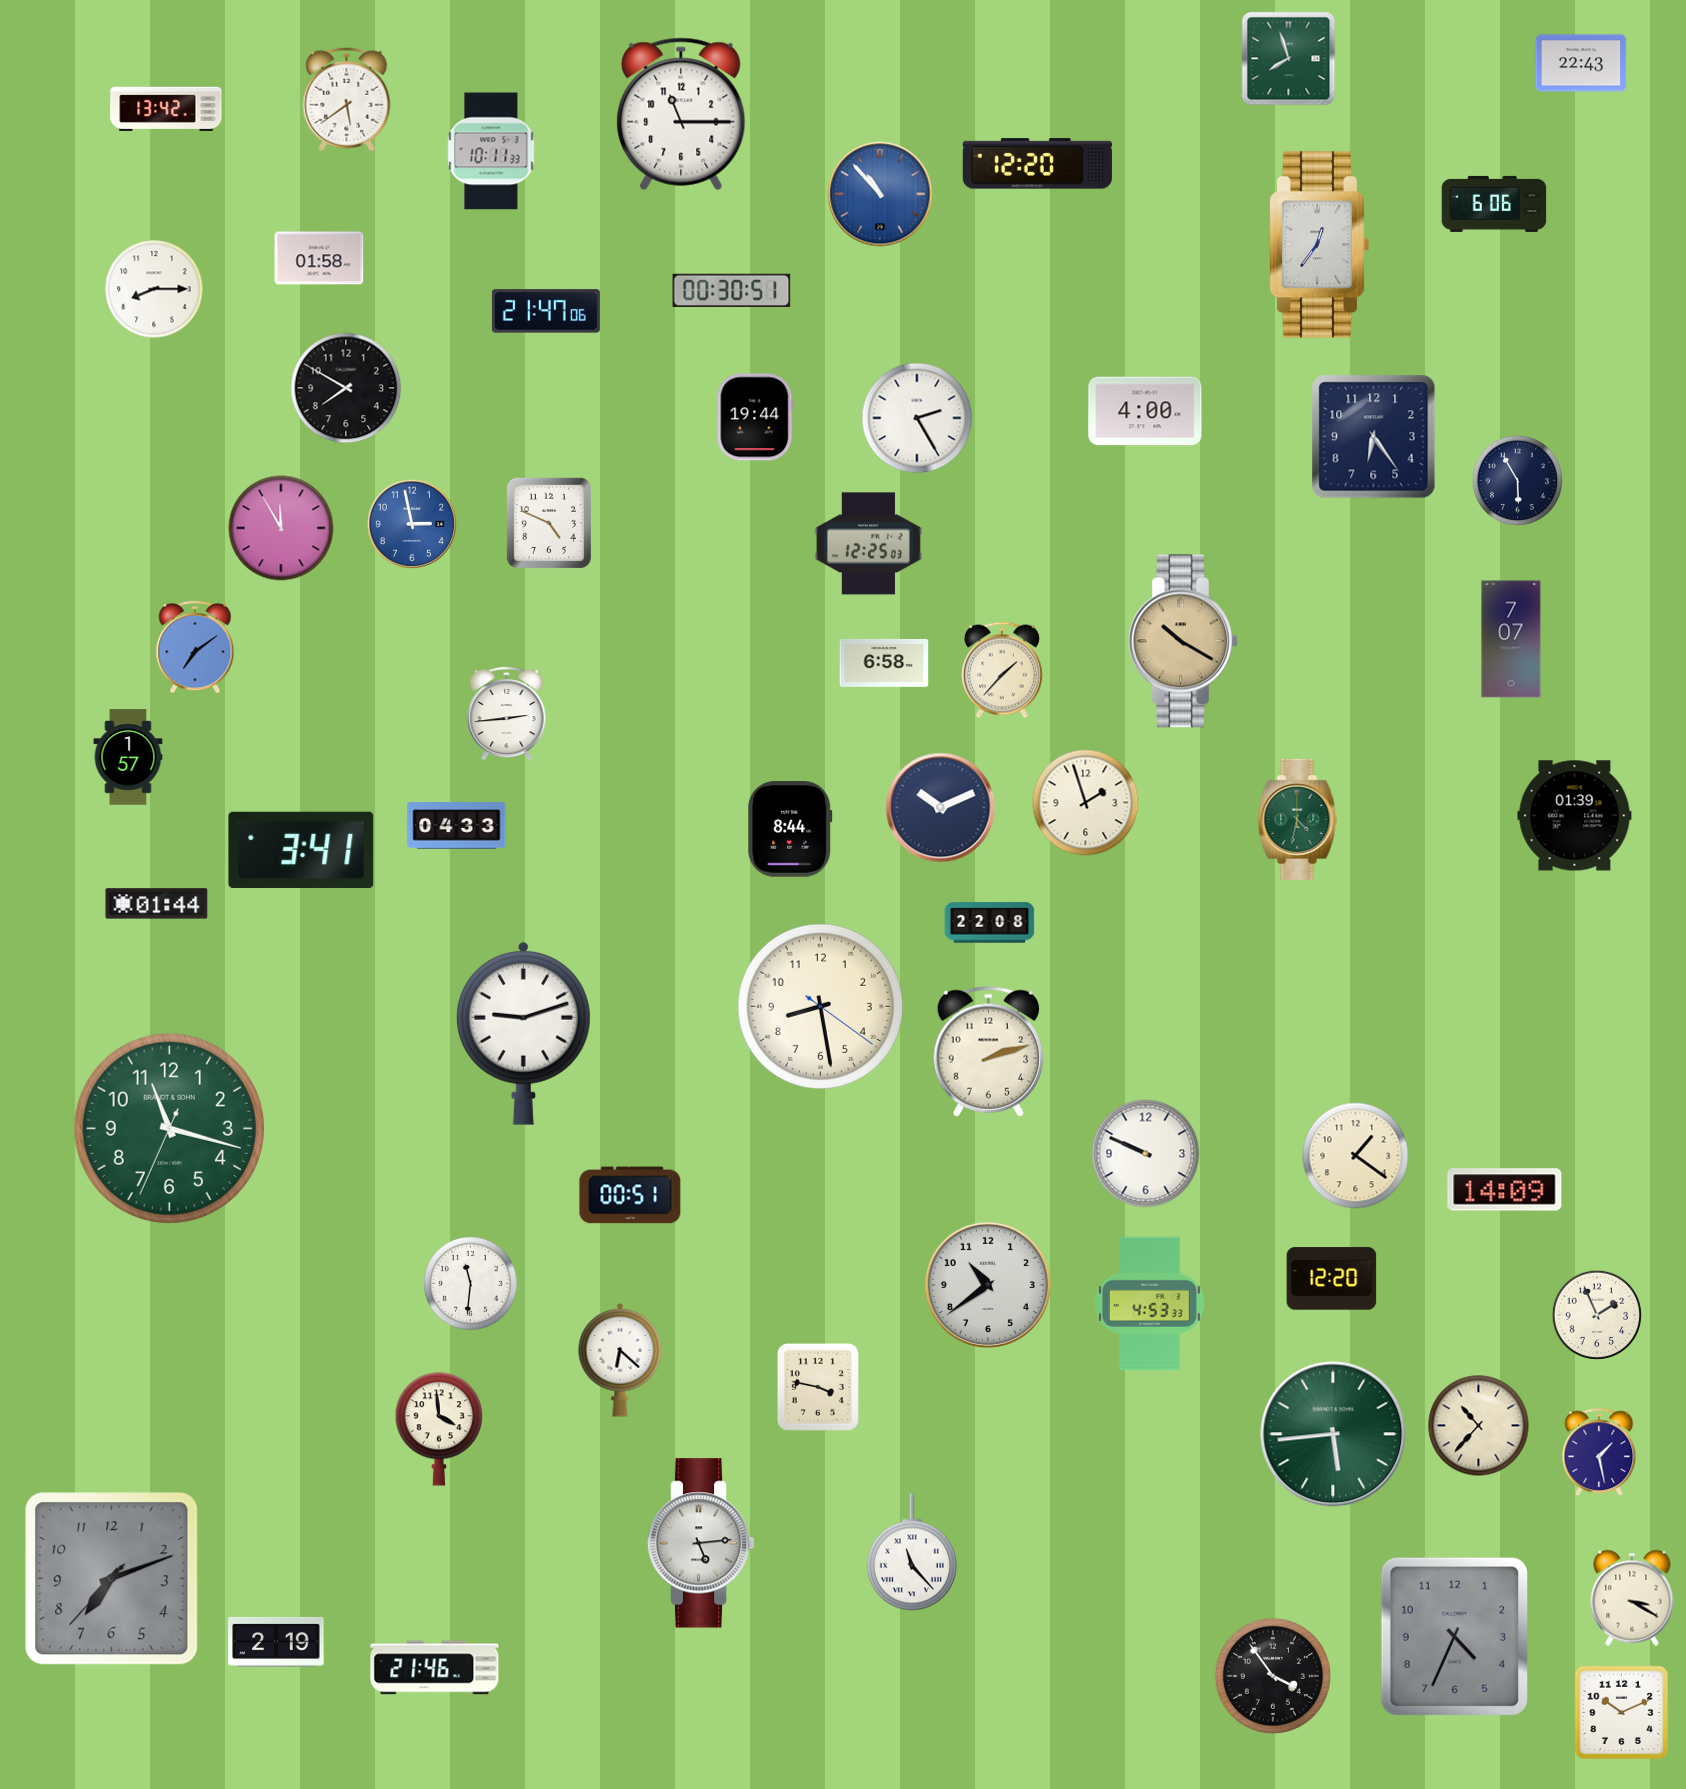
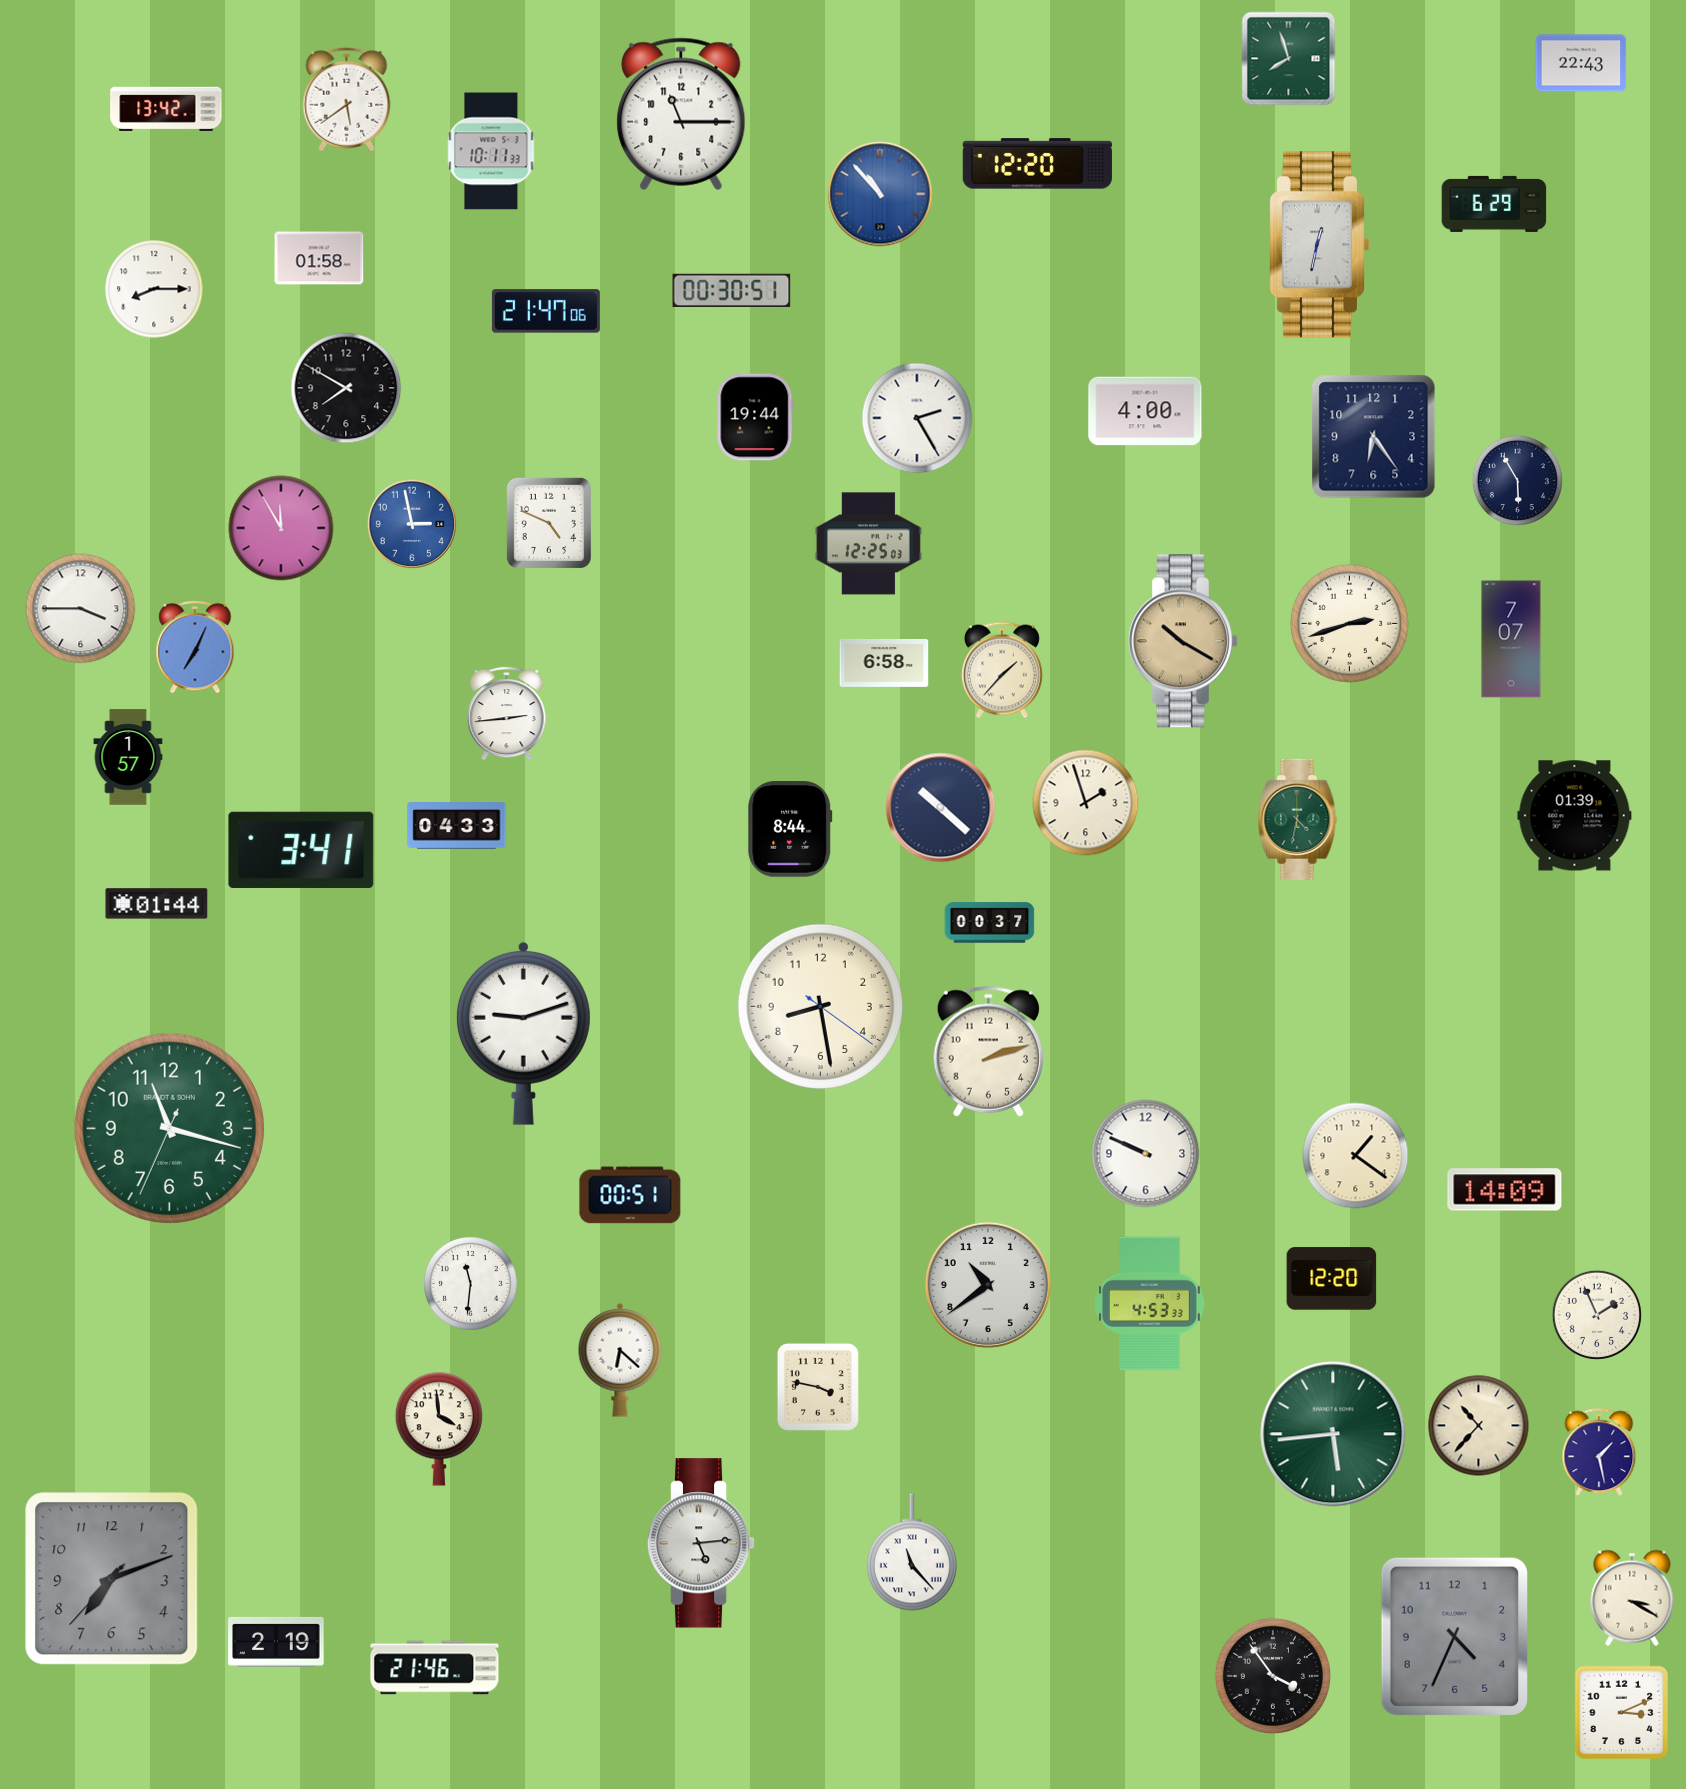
clock at (1494, 204): 6:06 -> 6:29
clock at (1319, 245): 12:36 -> 12:32
clock at (81, 609): none -> 3:45
clock at (1349, 623): none -> 2:42
clock at (195, 647): 7:09 -> 7:04
clock at (941, 808): 10:11 -> 10:22
clock at (990, 923): 22:08 -> 00:37
clock at (1622, 1713): 10:11 -> 3:11
